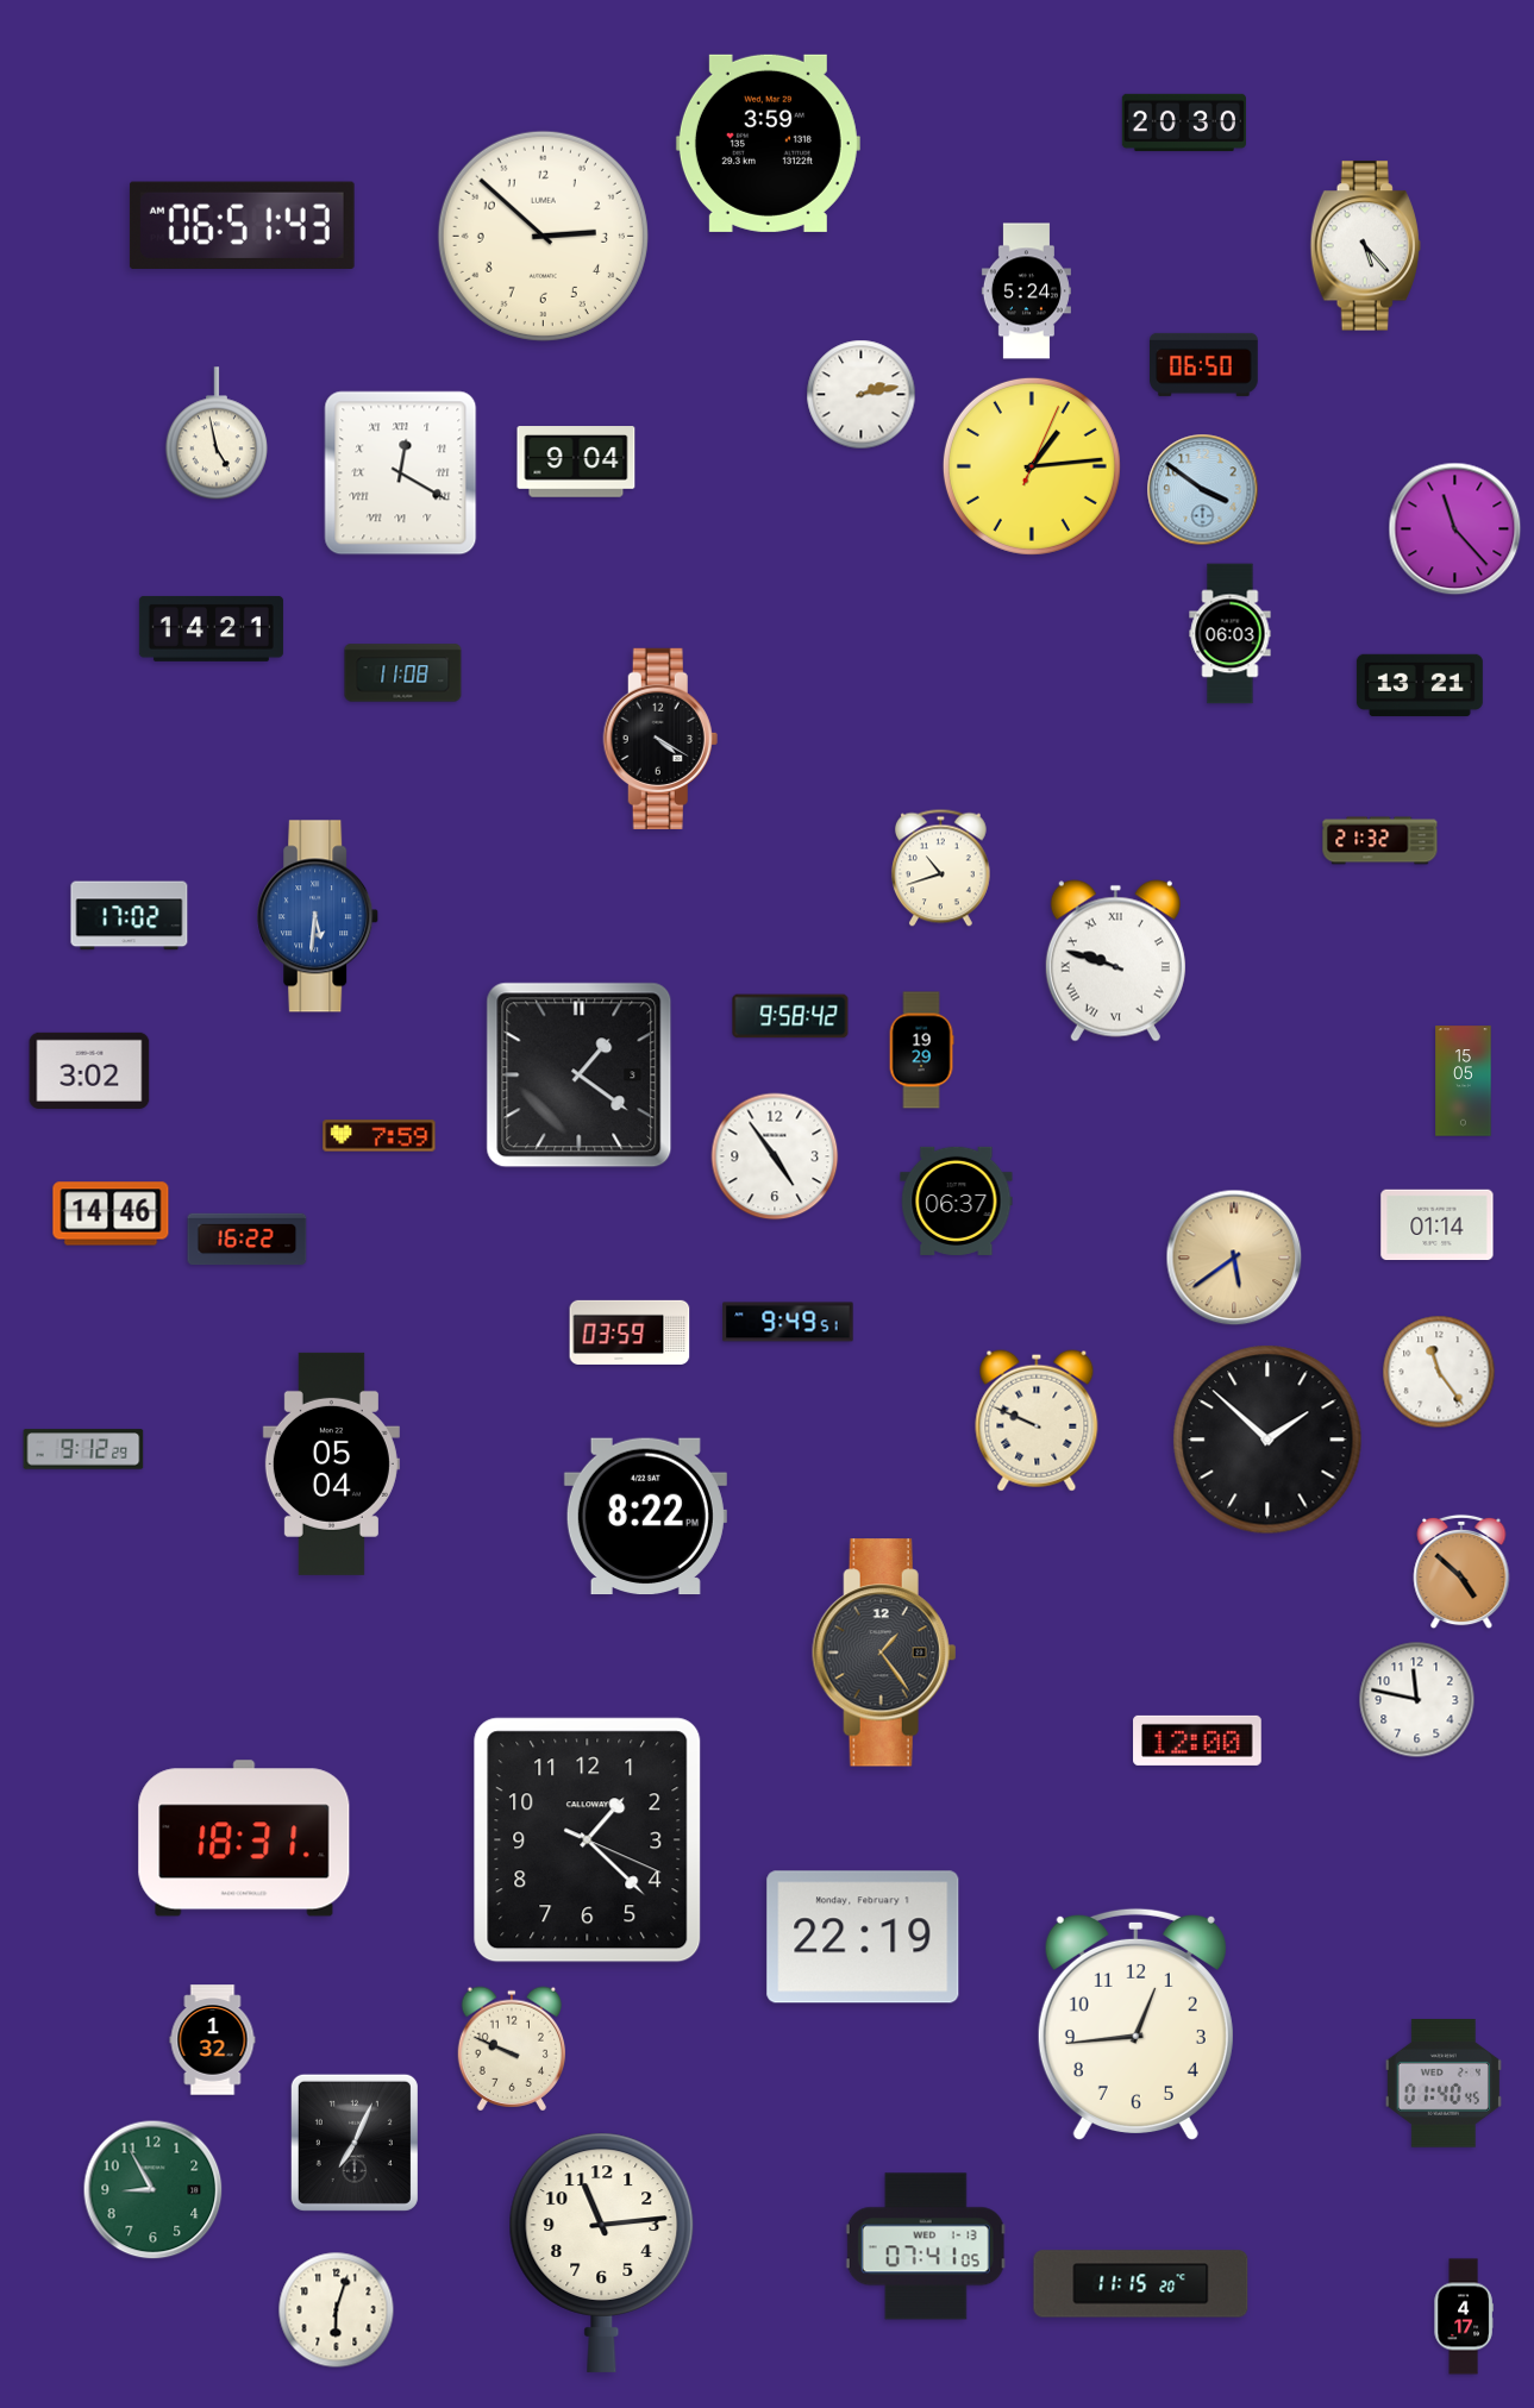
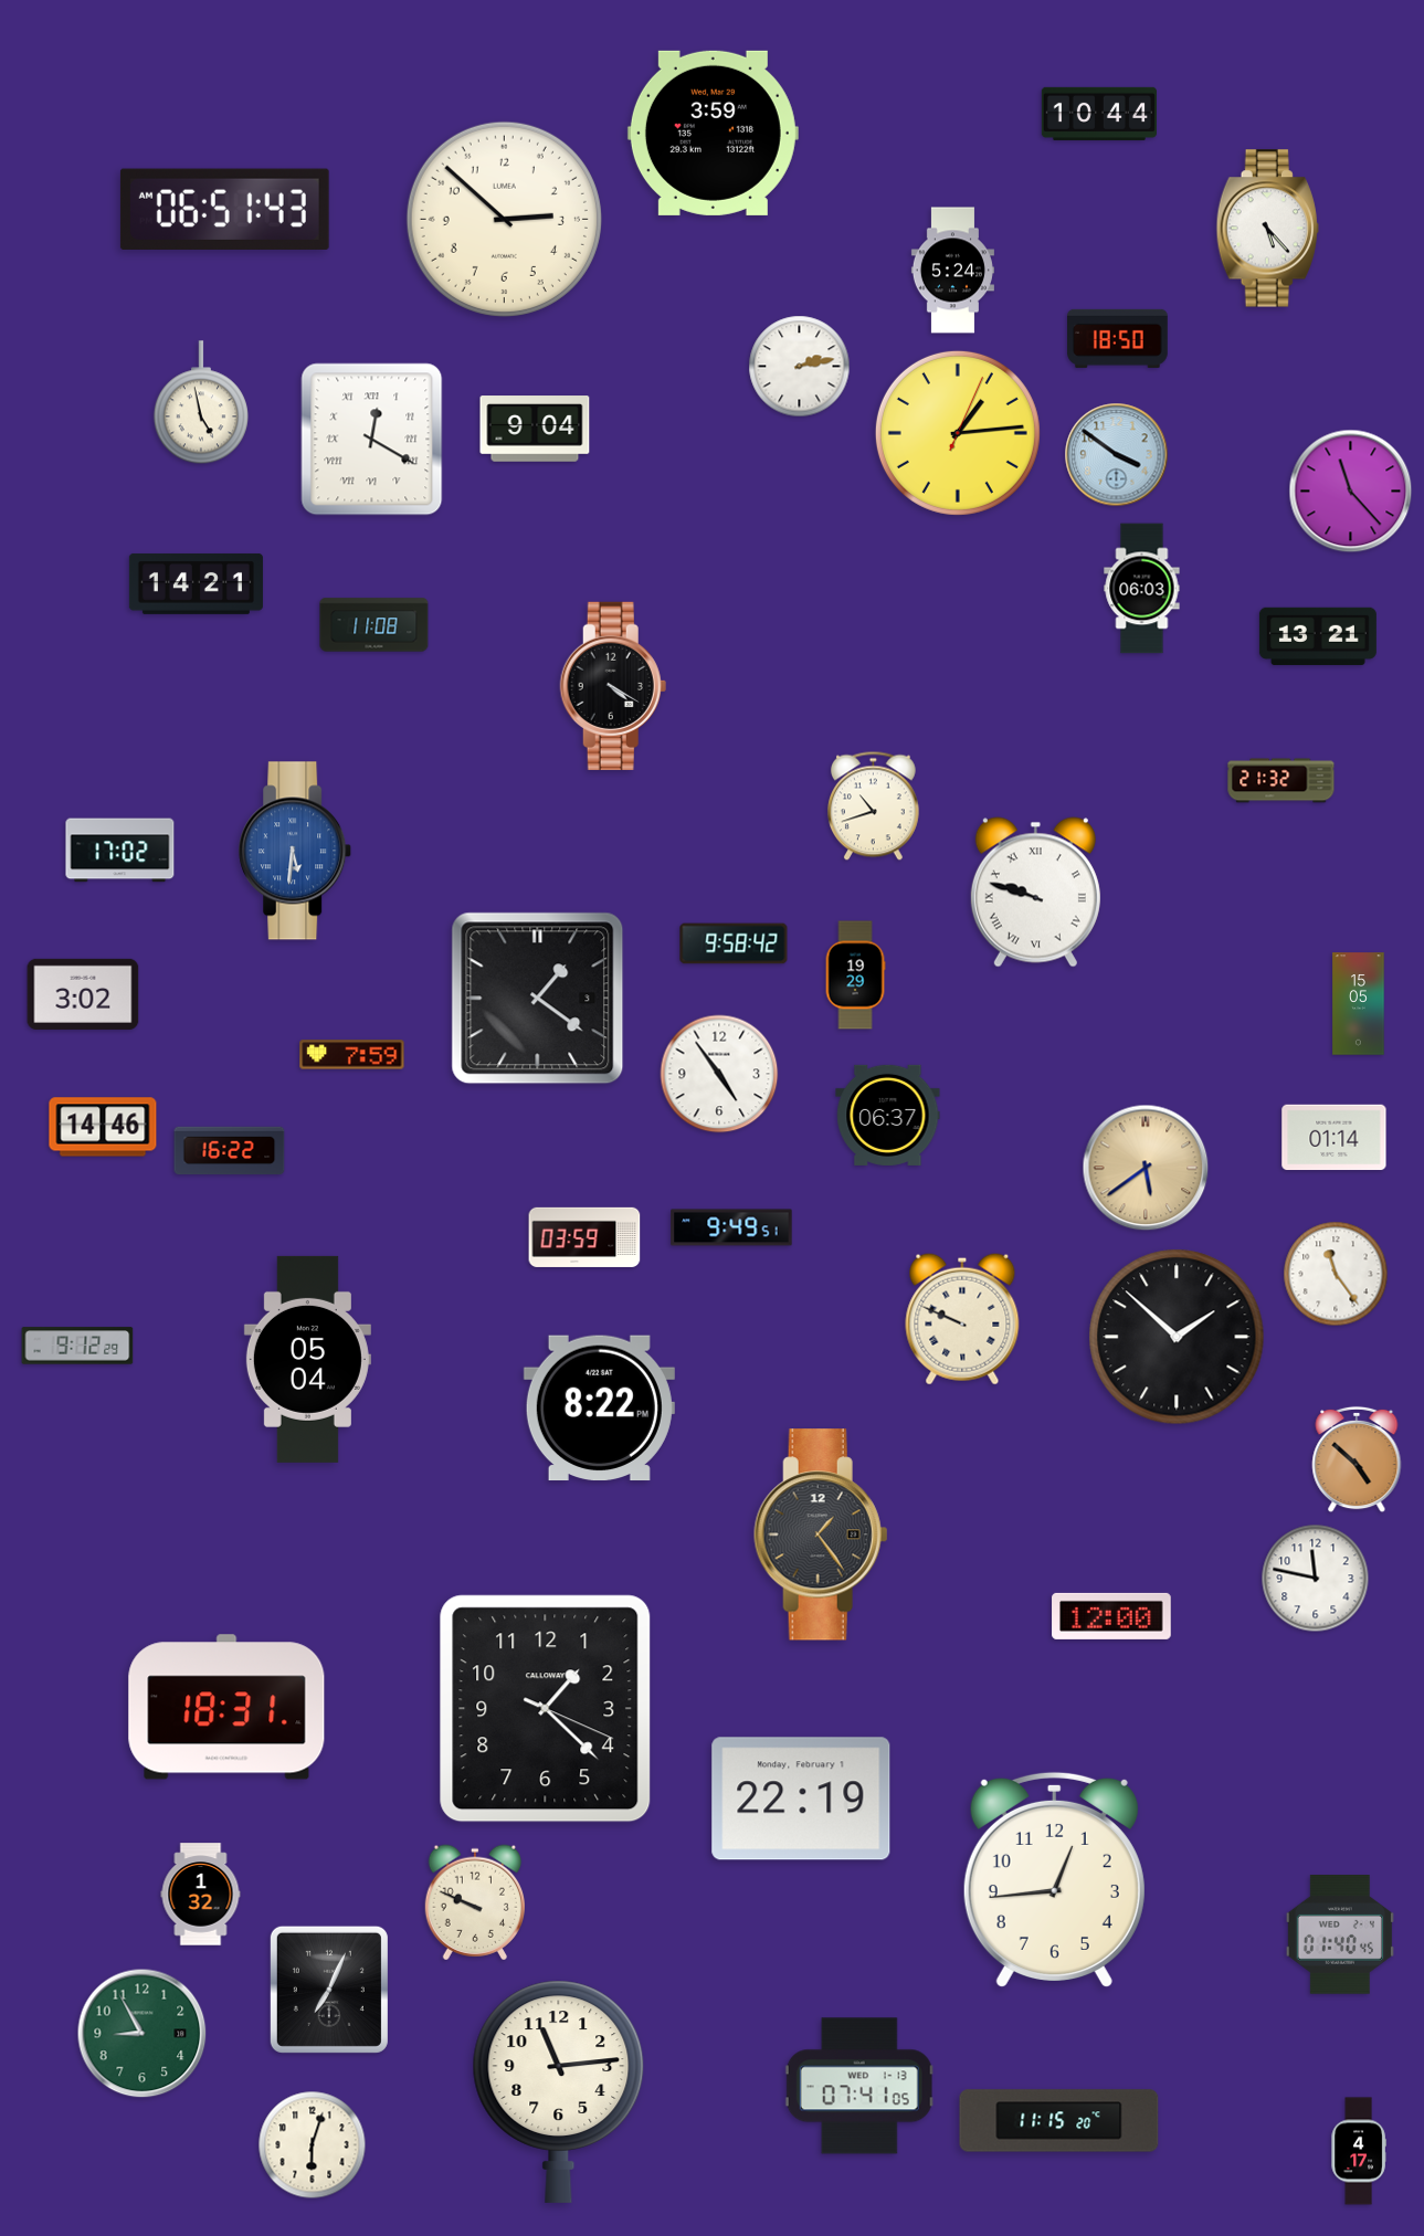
clock at (1184, 123): 20:30 -> 10:44
clock at (1204, 364): 06:50 -> 18:50
clock at (213, 2040) position: (213, 2040) -> (201, 1895)
